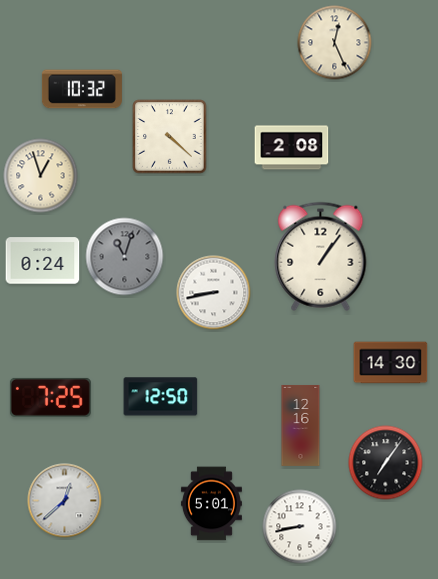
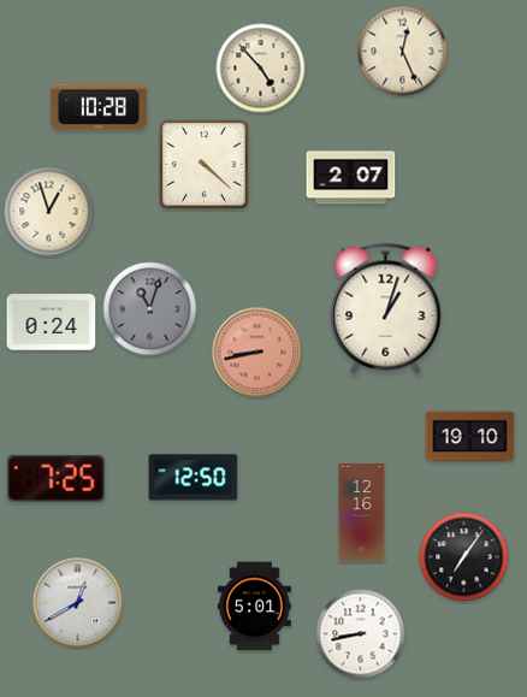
clock at (261, 69): none -> 4:53
clock at (82, 89): 10:32 -> 10:28
clock at (292, 148): 2:08 -> 2:07
clock at (321, 256): 1:06 -> 1:03
clock at (43, 261) position: (43, 261) -> (52, 323)
clock at (214, 293) dial: white -> salmon
clock at (391, 363): 14:30 -> 19:10
clock at (50, 397) position: (50, 397) -> (55, 478)
clock at (65, 501): 12:38 -> 12:40
